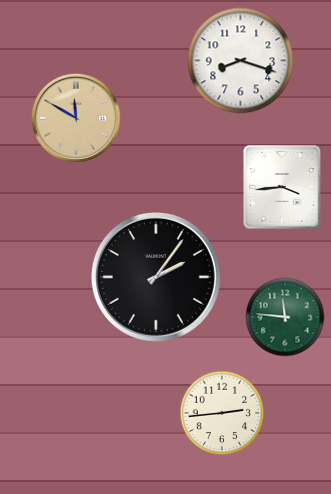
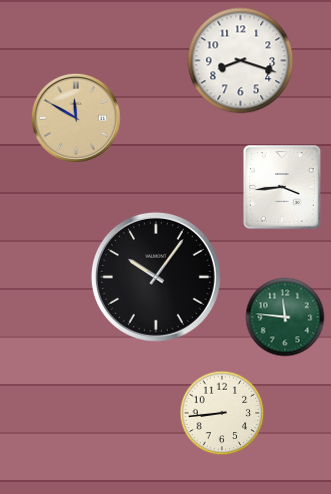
clock at (156, 277): 2:06 -> 10:06
clock at (222, 413): 2:44 -> 8:44
